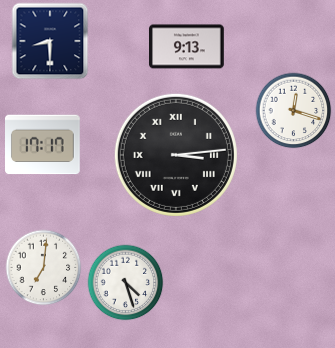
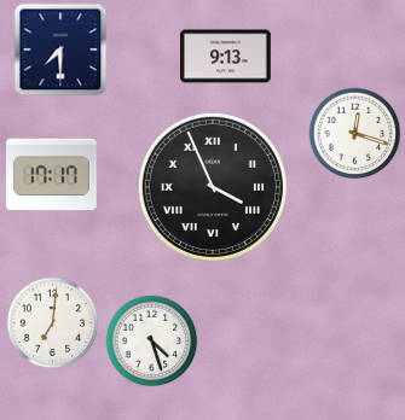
clock at (50, 41): 8:30 -> 7:30
clock at (176, 155): 3:14 -> 3:56
